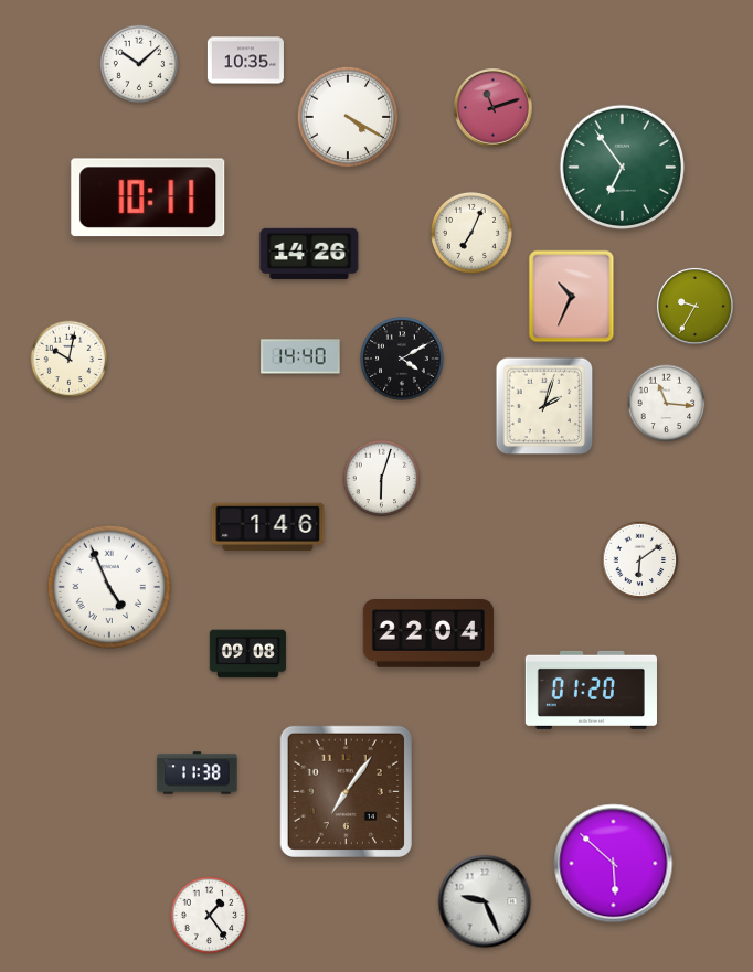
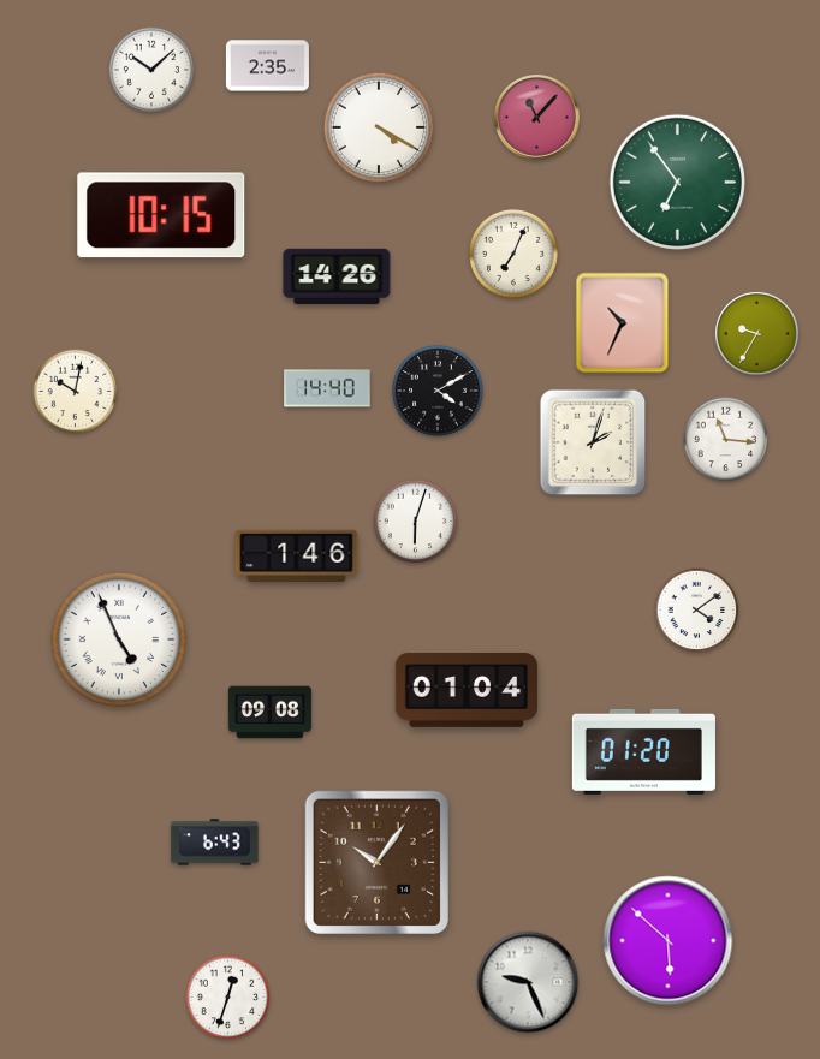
clock at (245, 61): 10:35 -> 2:35
clock at (494, 108): 11:12 -> 11:07
clock at (148, 197): 10:11 -> 10:15
clock at (268, 526) position: (268, 526) -> (297, 555)
clock at (640, 560): 6:09 -> 4:09
clock at (428, 634): 22:04 -> 01:04
clock at (198, 773): 11:38 -> 6:43
clock at (346, 791): 7:06 -> 10:06
clock at (210, 916): 1:24 -> 12:33
